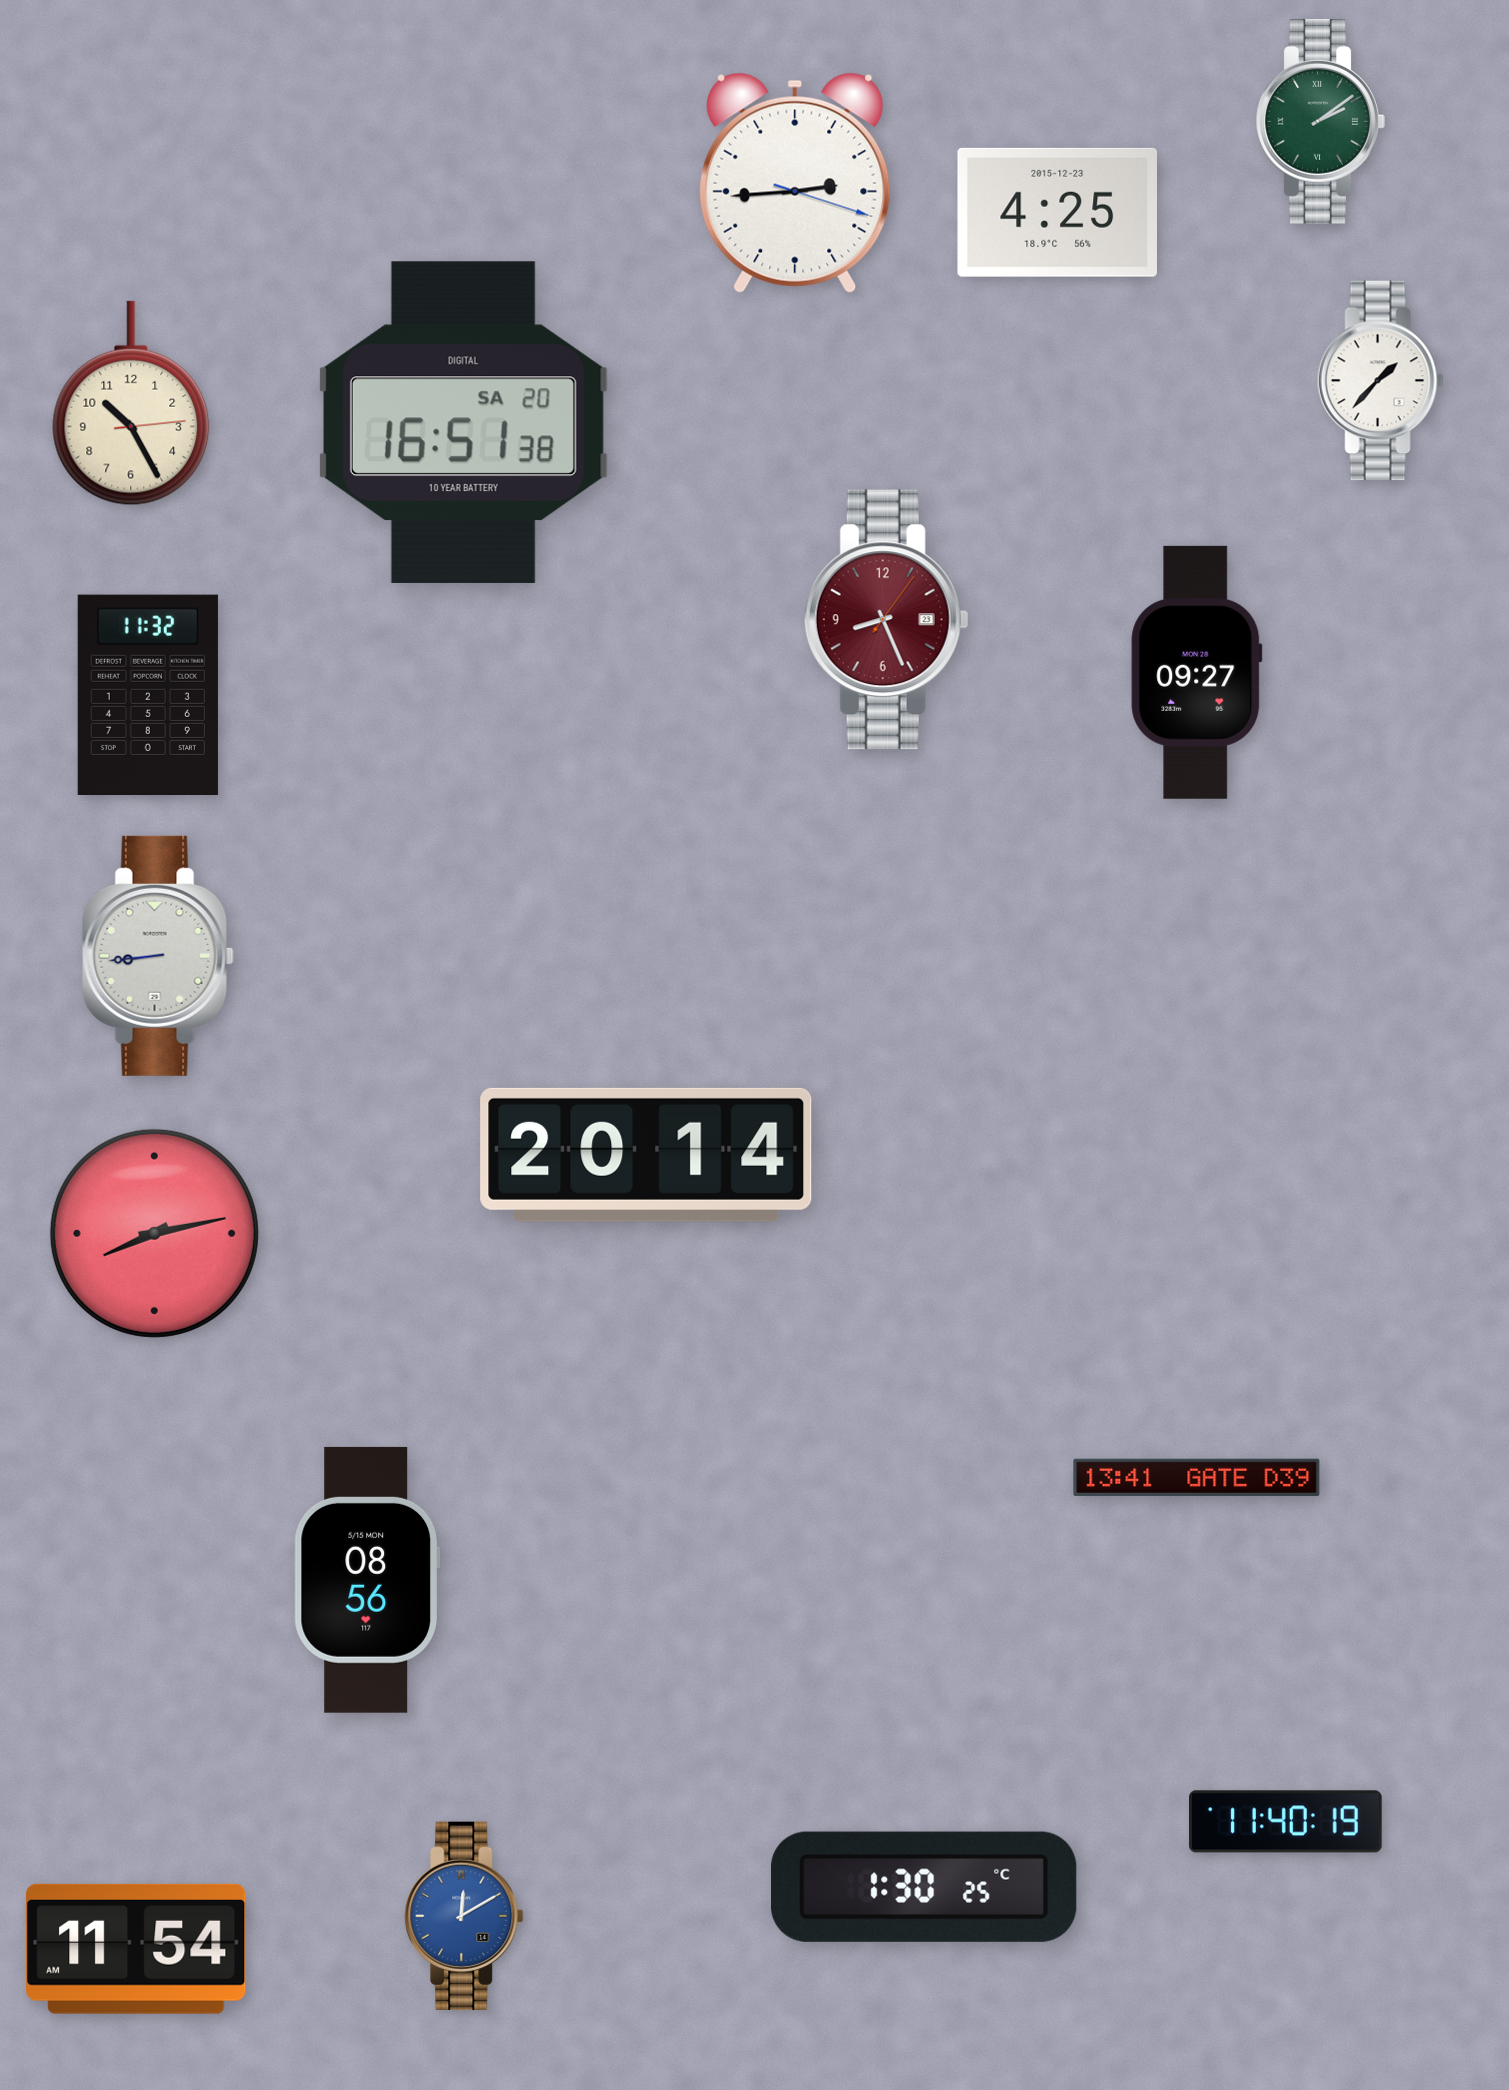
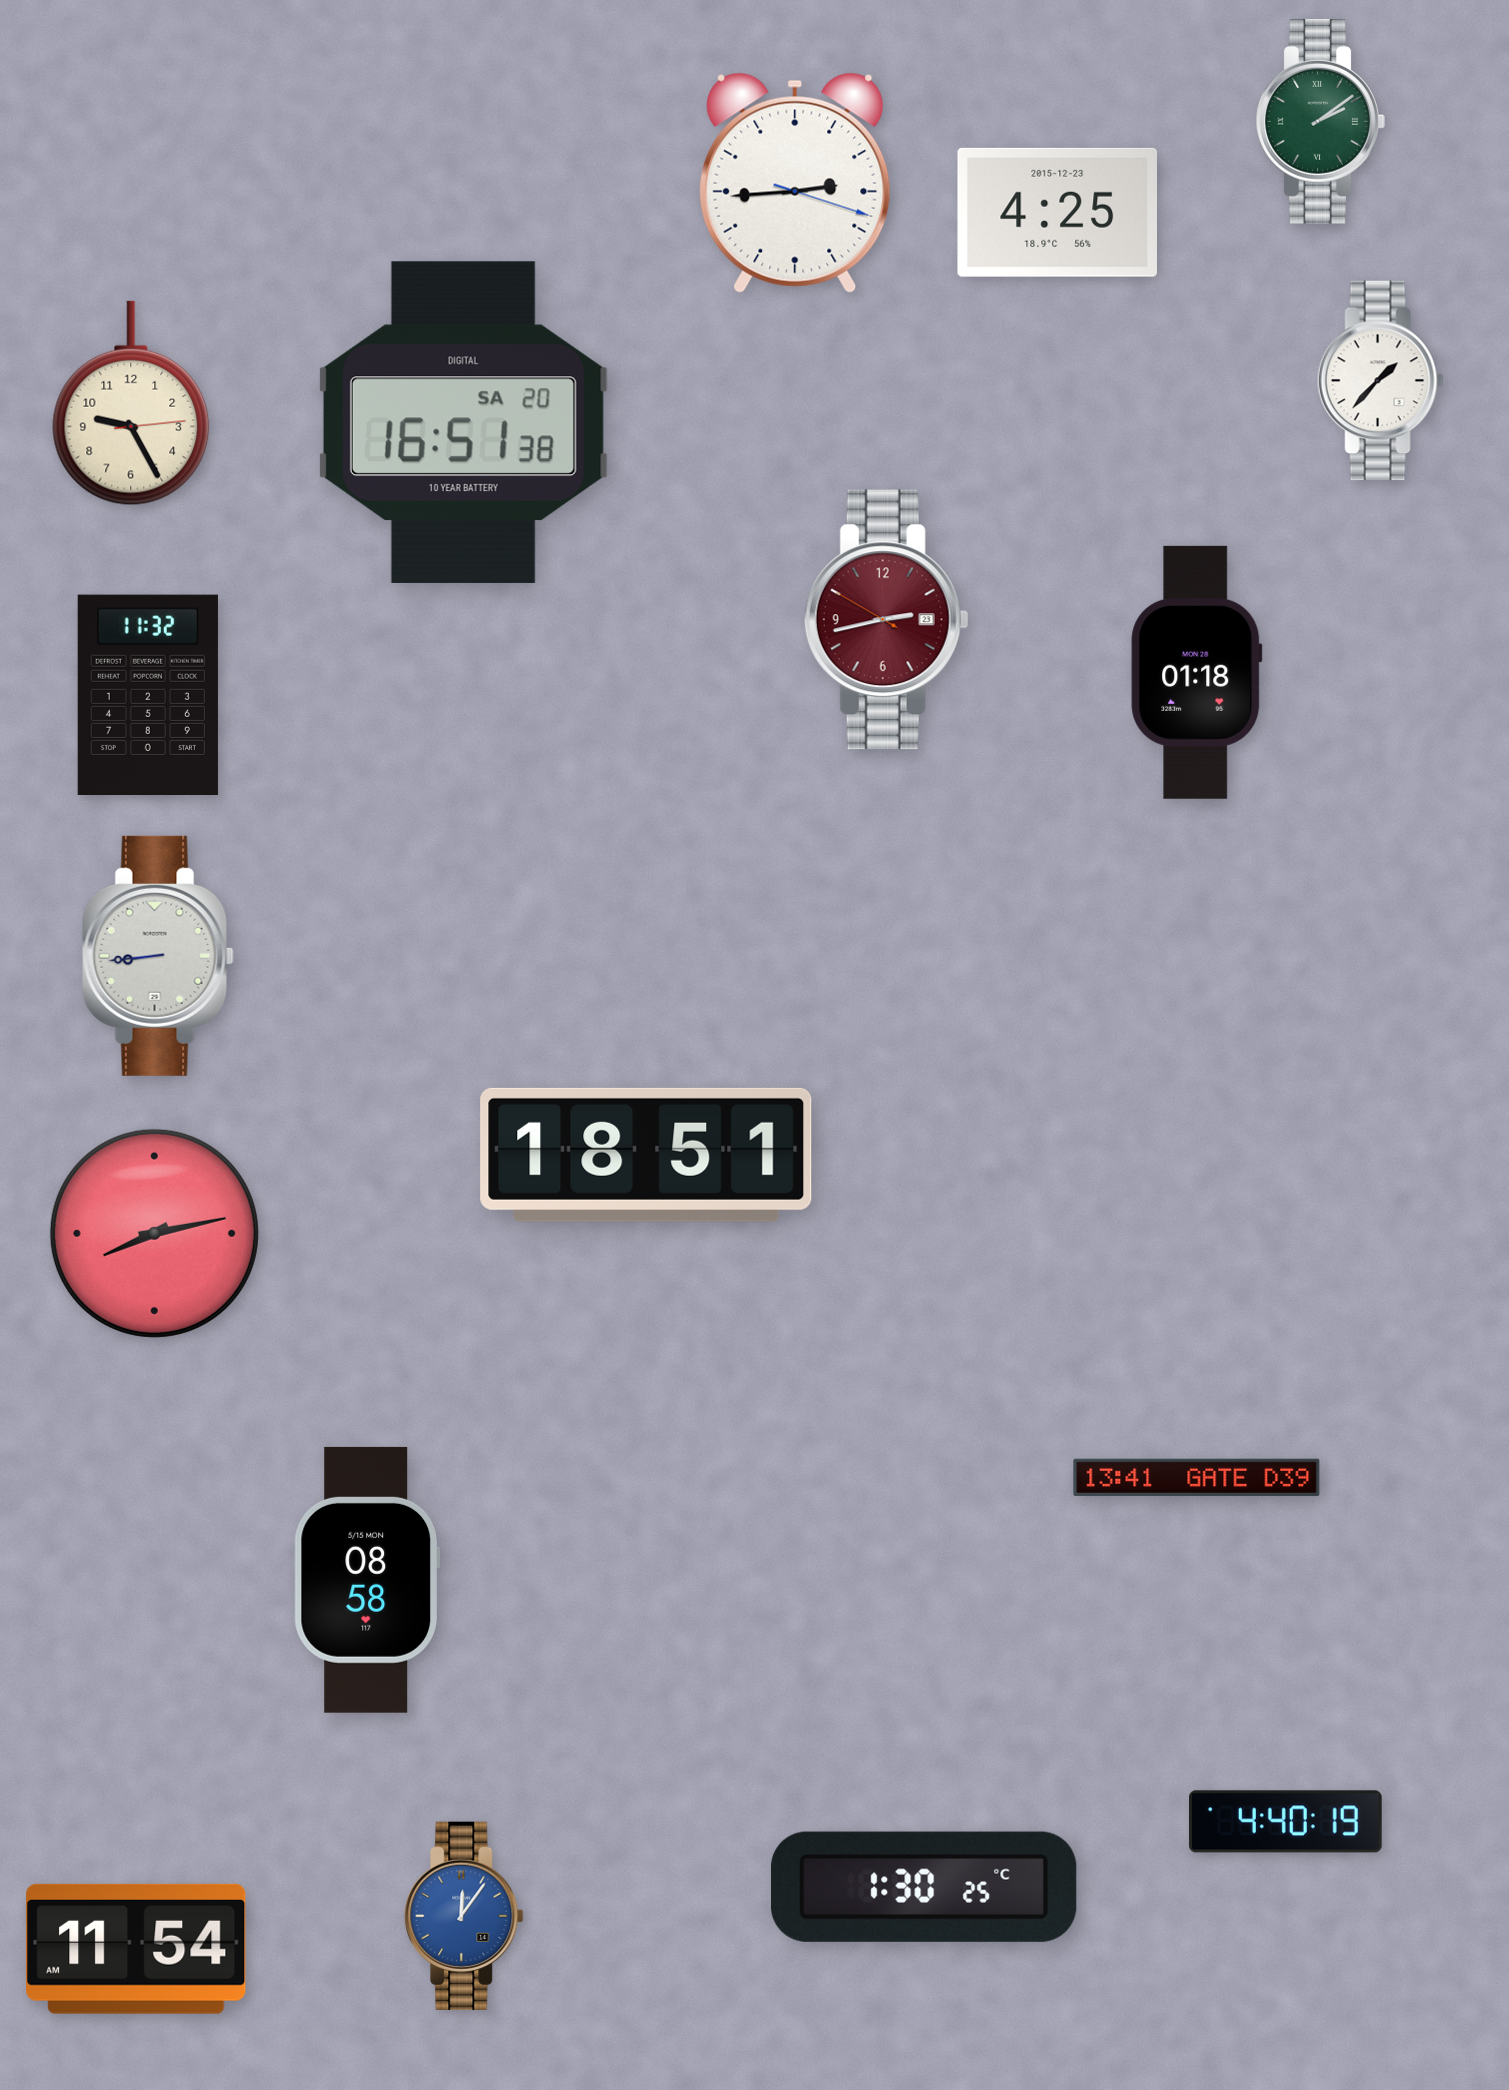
clock at (131, 403): 10:25 -> 9:25
clock at (886, 620): 8:26 -> 2:42
clock at (1197, 672): 09:27 -> 01:18
clock at (646, 1155): 20:14 -> 18:51
clock at (367, 1580): 08:56 -> 08:58
clock at (1286, 1822): 11:40 -> 4:40
clock at (464, 1915): 12:10 -> 12:06
